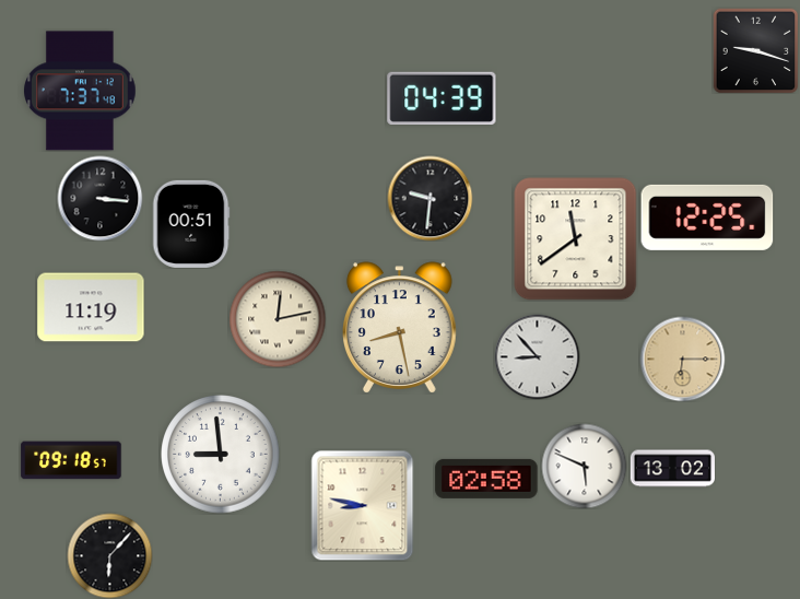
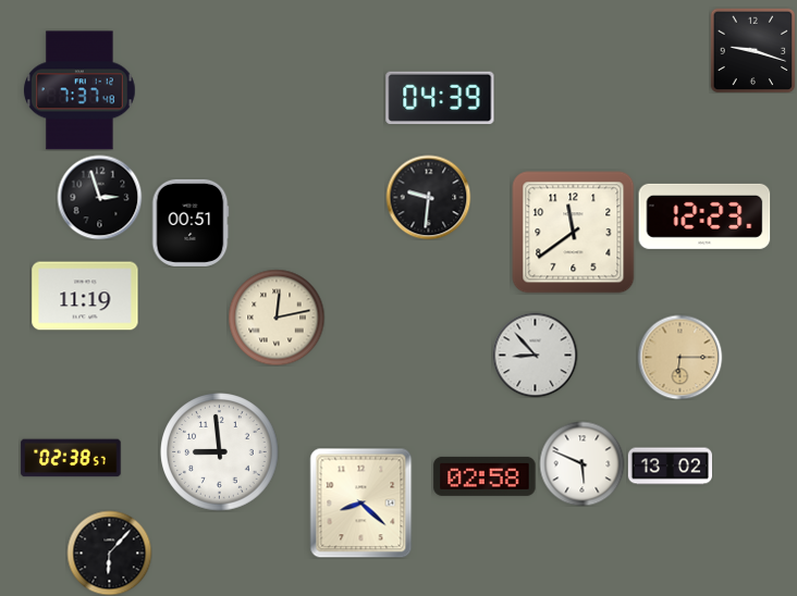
clock at (99, 198): 3:16 -> 2:57
clock at (707, 218): 12:25 -> 12:23
clock at (576, 239) position: (576, 239) -> (574, 233)
clock at (91, 307) position: (91, 307) -> (85, 296)
clock at (400, 328): 8:28 -> none
clock at (71, 460): 09:18 -> 02:38
clock at (363, 505): 8:47 -> 8:22
